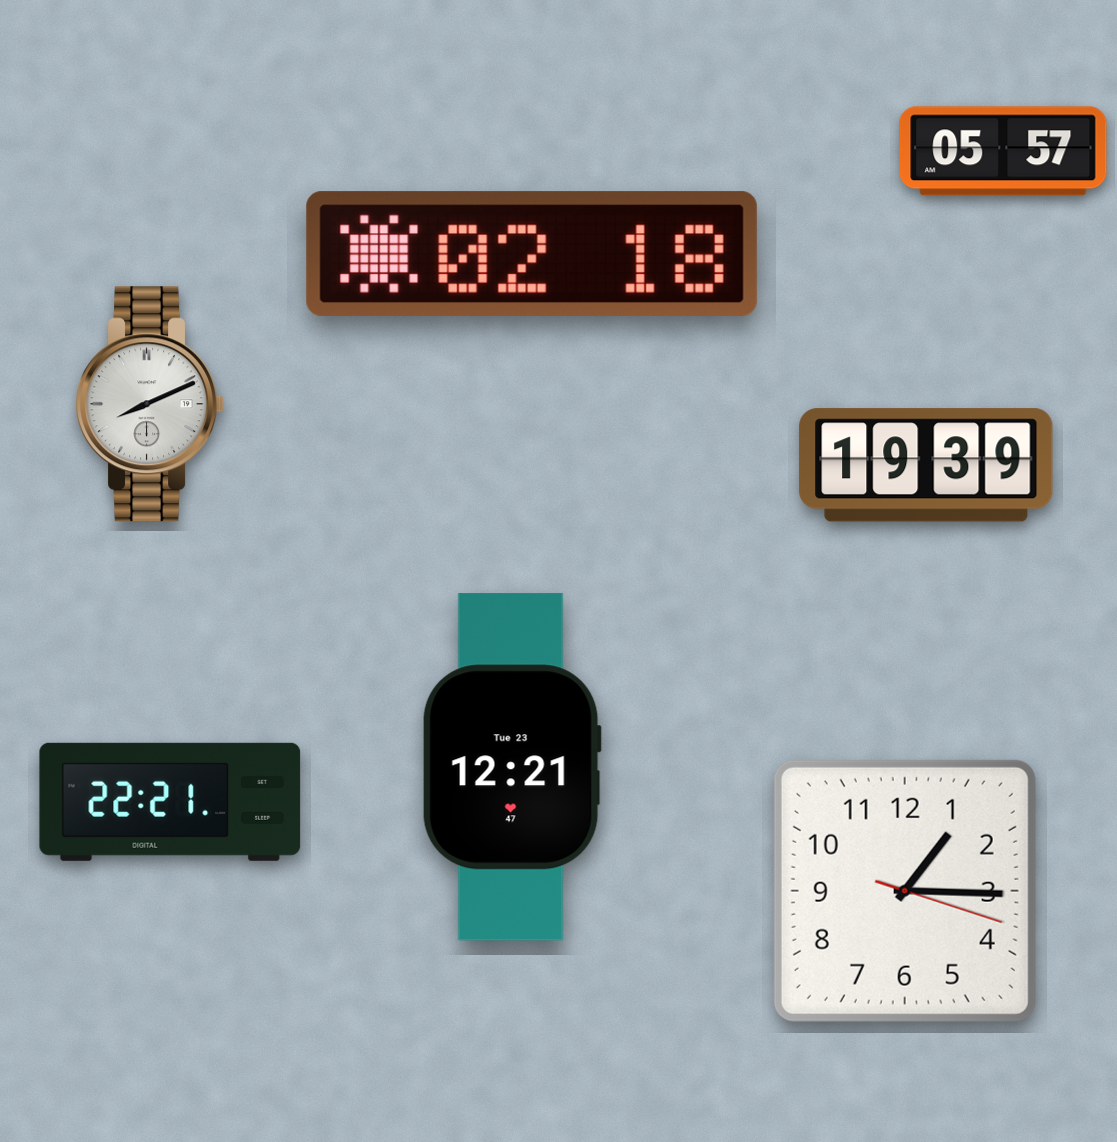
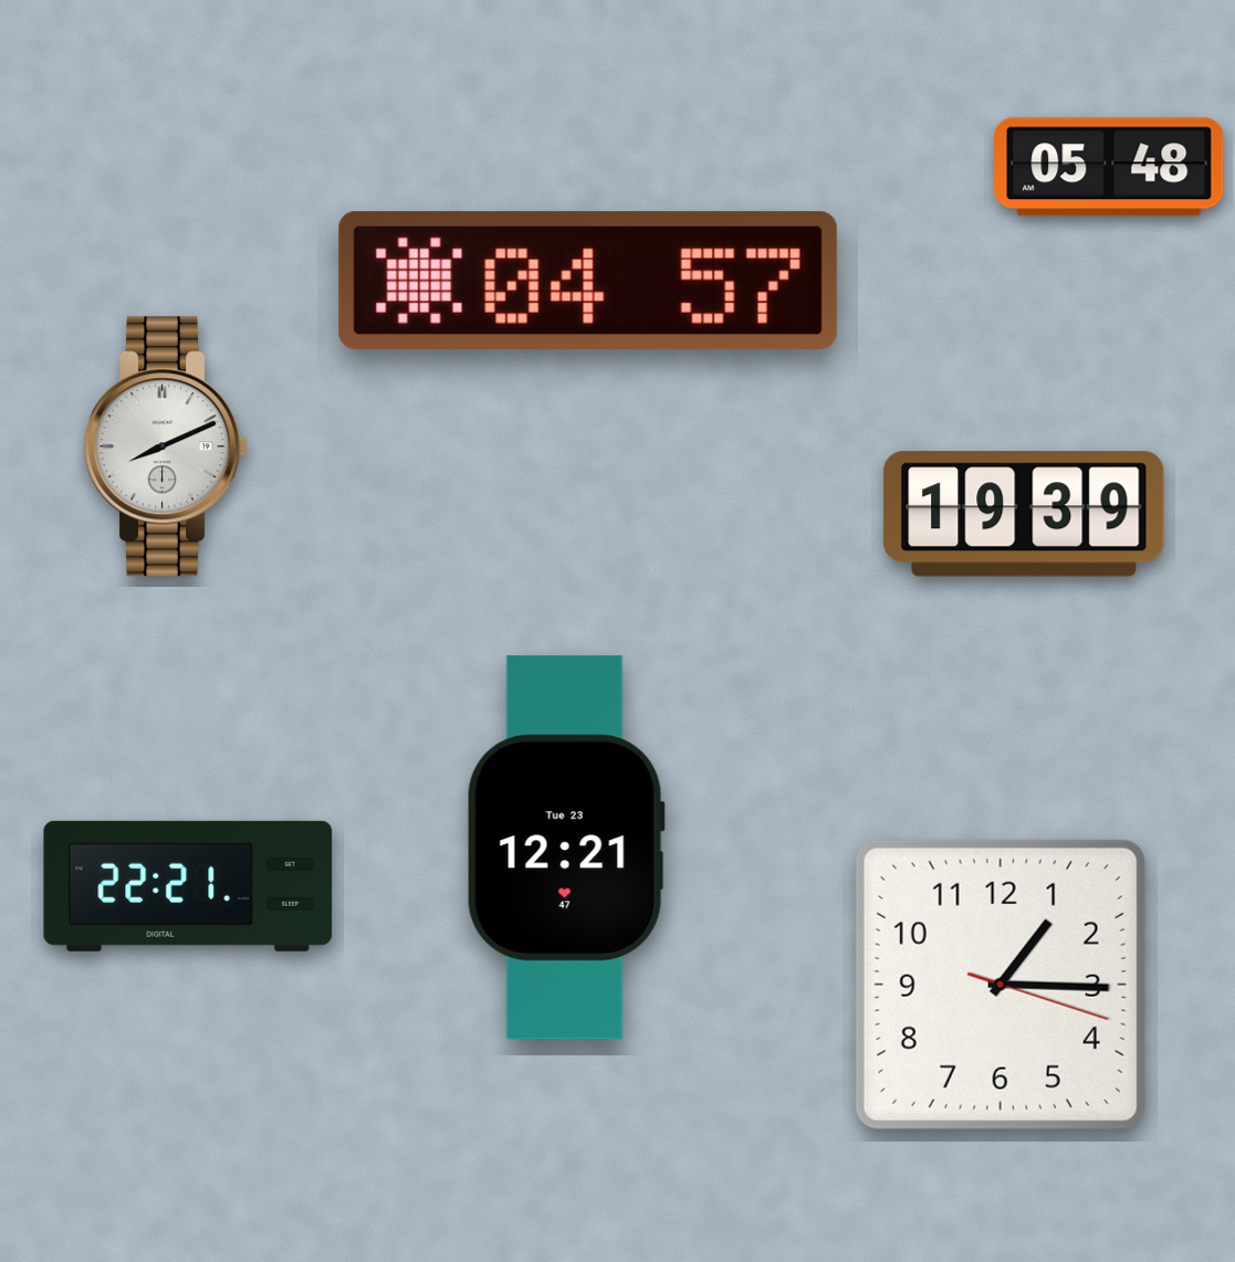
clock at (1003, 151): 05:57 -> 05:48
clock at (532, 254): 02:18 -> 04:57
